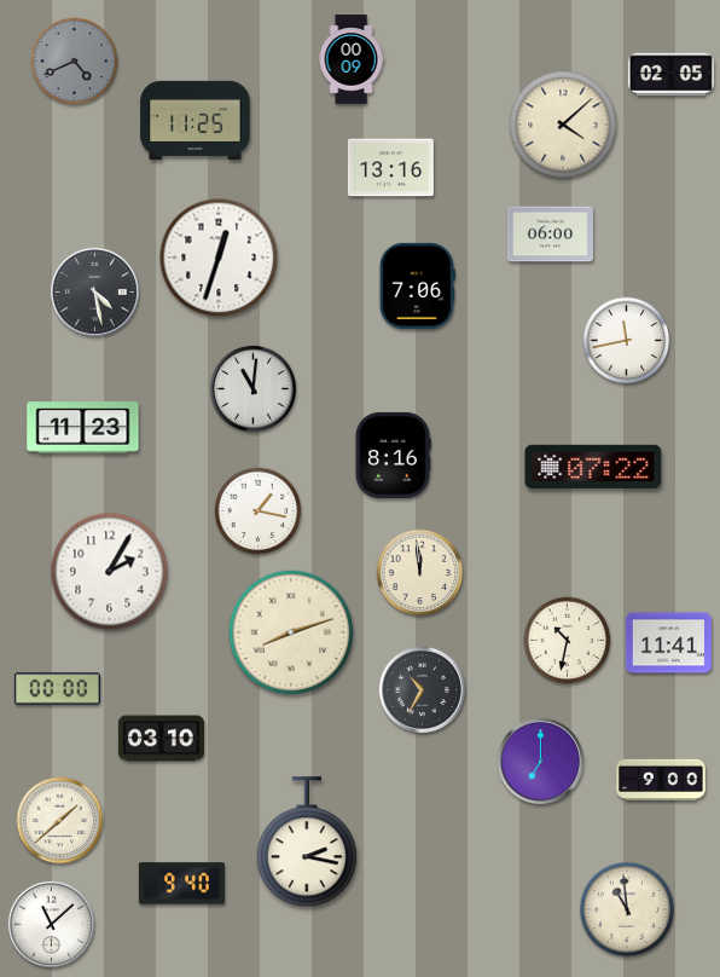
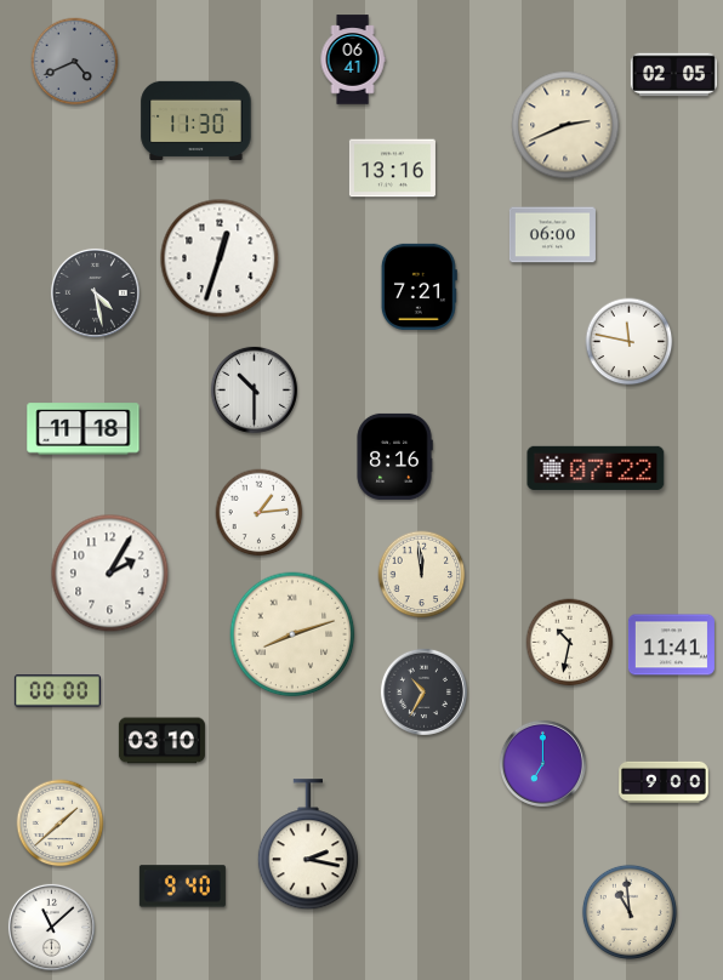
clock at (352, 59): 00:09 -> 06:41
clock at (196, 120): 11:25 -> 11:30
clock at (563, 125): 4:08 -> 2:41
clock at (417, 285): 7:06 -> 7:21
clock at (627, 341): 11:43 -> 11:47
clock at (252, 388): 11:01 -> 10:30
clock at (83, 428): 11:23 -> 11:18
clock at (259, 511): 1:17 -> 1:14
